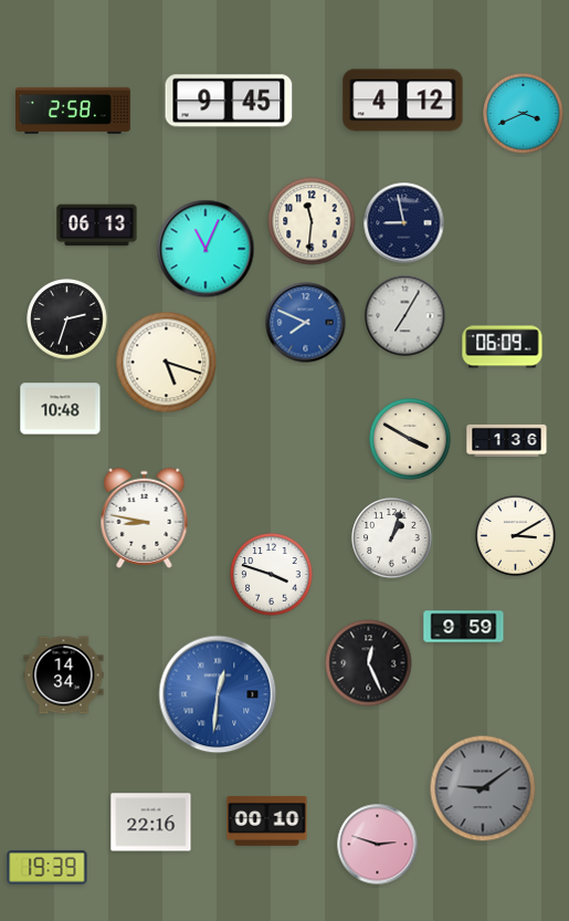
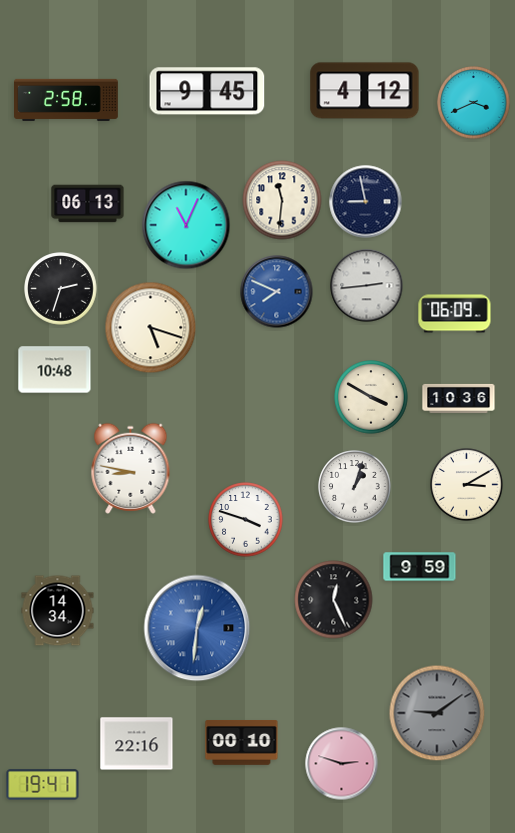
clock at (405, 316): 7:05 -> 2:44
clock at (507, 440): 1:36 -> 10:36
clock at (48, 868): 19:39 -> 19:41
